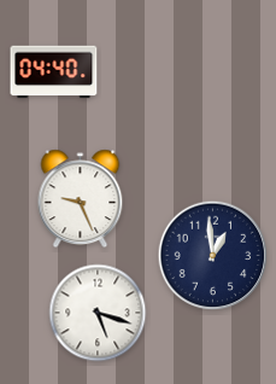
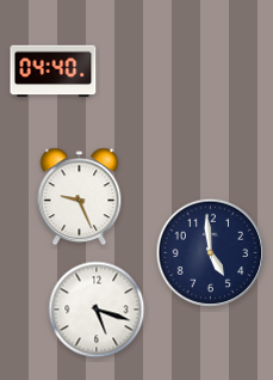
clock at (213, 256): 12:59 -> 4:59
